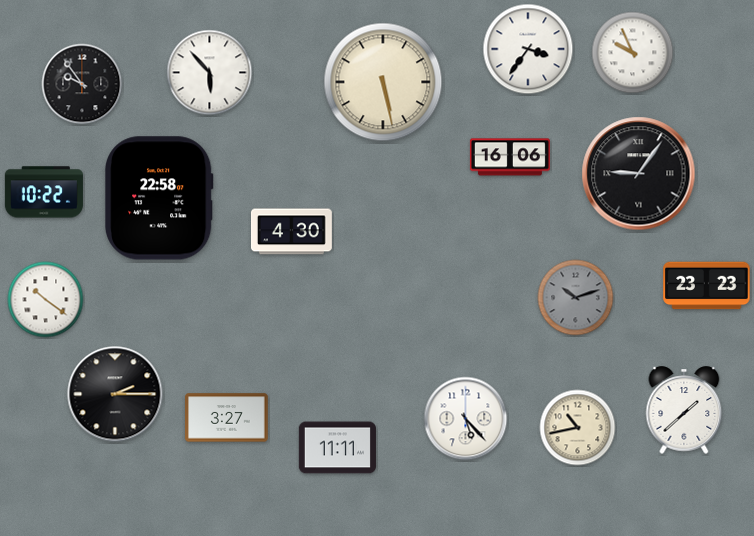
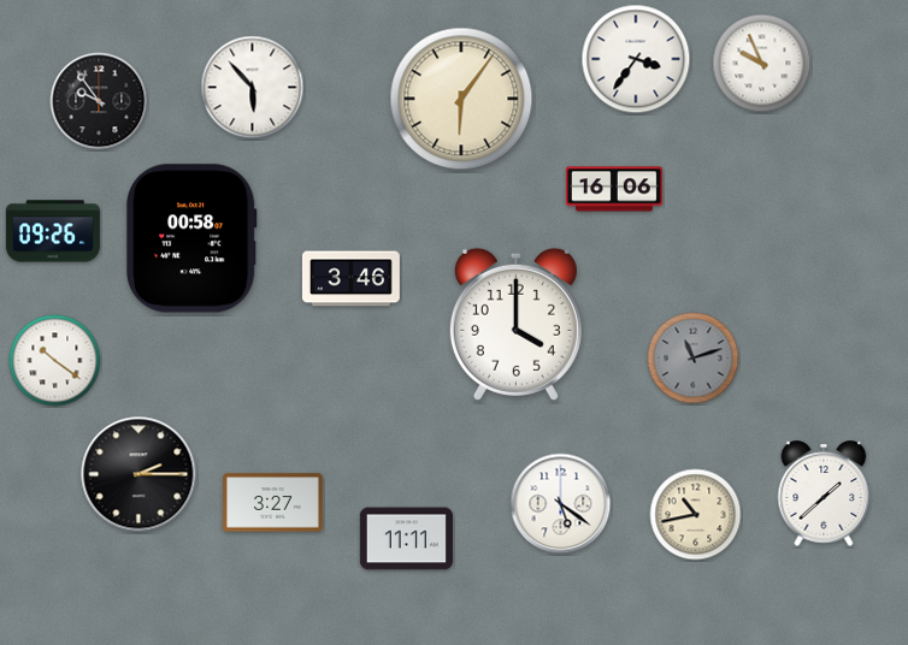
clock at (383, 82): 5:28 -> 6:06
clock at (639, 174): 9:06 -> none
clock at (44, 192): 10:22 -> 09:26
clock at (159, 198): 22:58 -> 00:58
clock at (291, 232): 4:30 -> 3:46
clock at (515, 324): none -> 4:00
clock at (707, 286): 23:23 -> none
clock at (576, 298): 10:12 -> 11:12
clock at (466, 419): 5:23 -> 5:21
